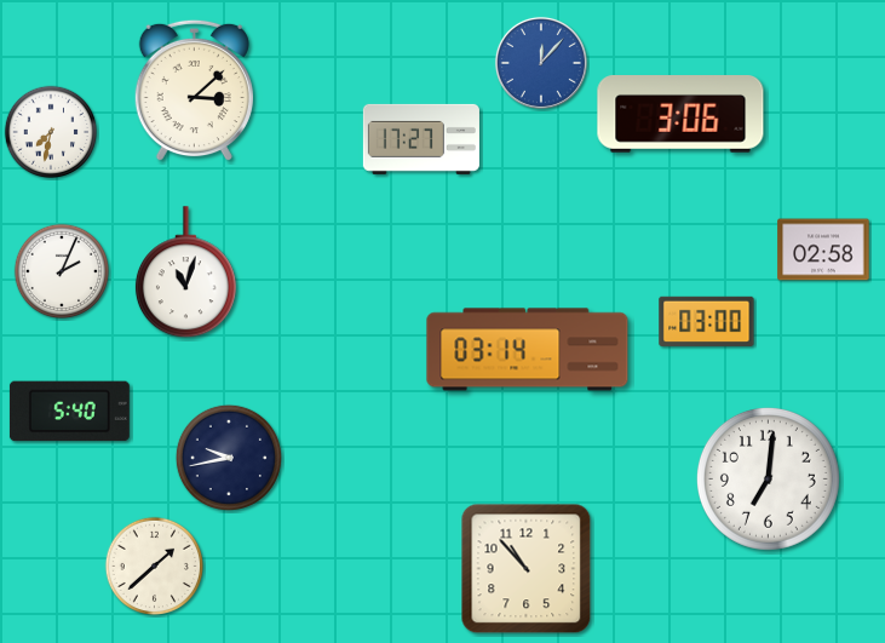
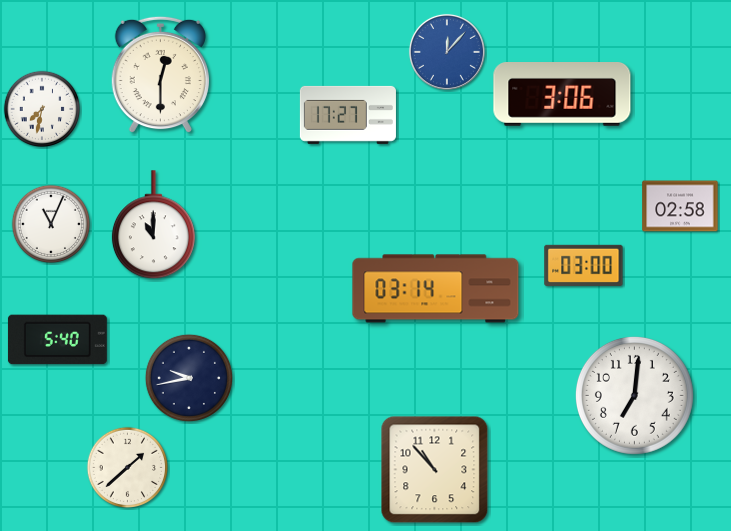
clock at (194, 91): 3:08 -> 12:30
clock at (62, 271): 2:04 -> 11:04
clock at (185, 272): 11:03 -> 11:00
